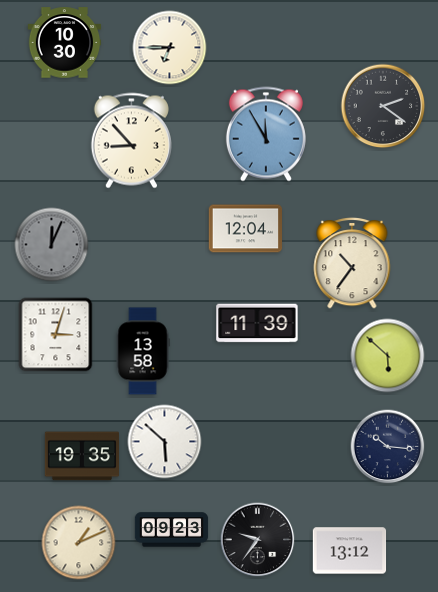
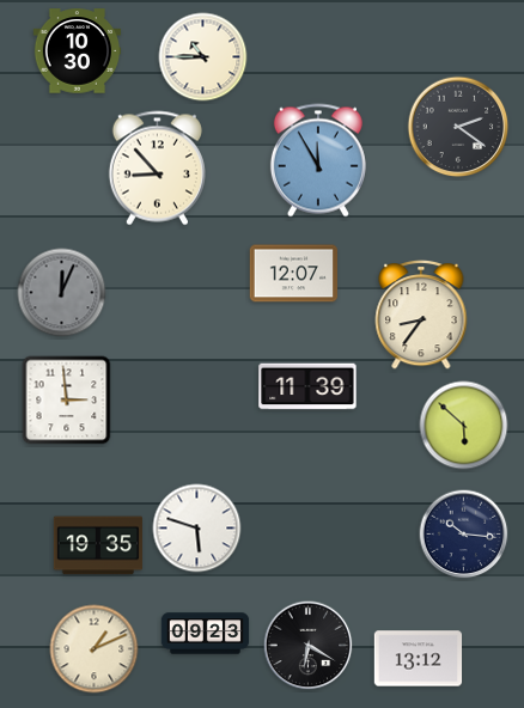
clock at (170, 48): 6:45 -> 10:45
clock at (246, 229): 12:04 -> 12:07
clock at (352, 263): 10:36 -> 8:36
clock at (56, 335): 3:03 -> 2:59
clock at (143, 351): 13:58 -> none
clock at (165, 442): 5:52 -> 5:48
clock at (258, 540): 9:36 -> 6:20
